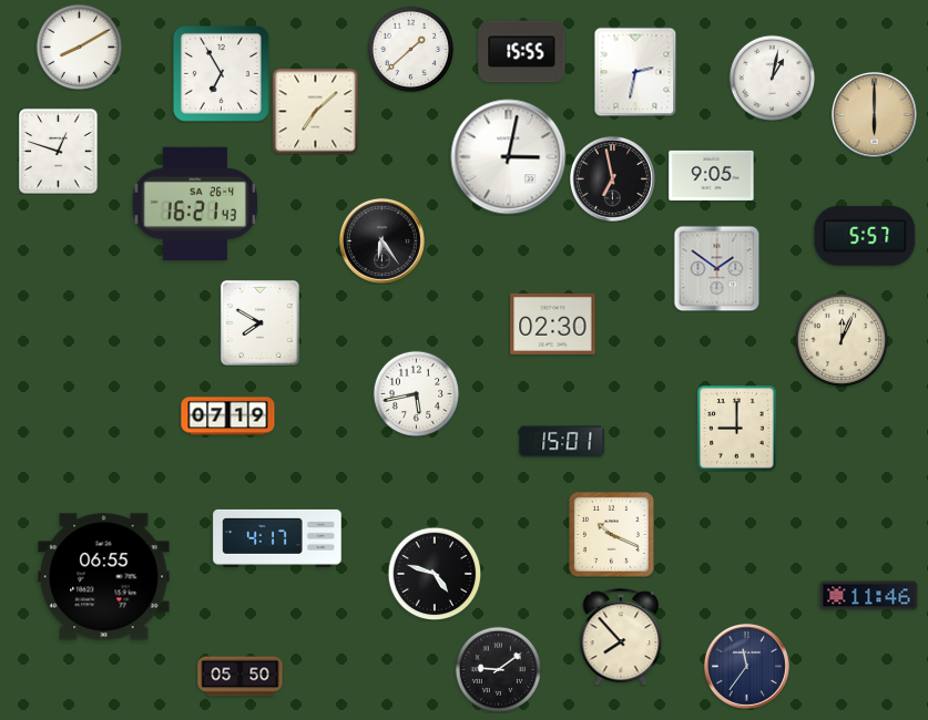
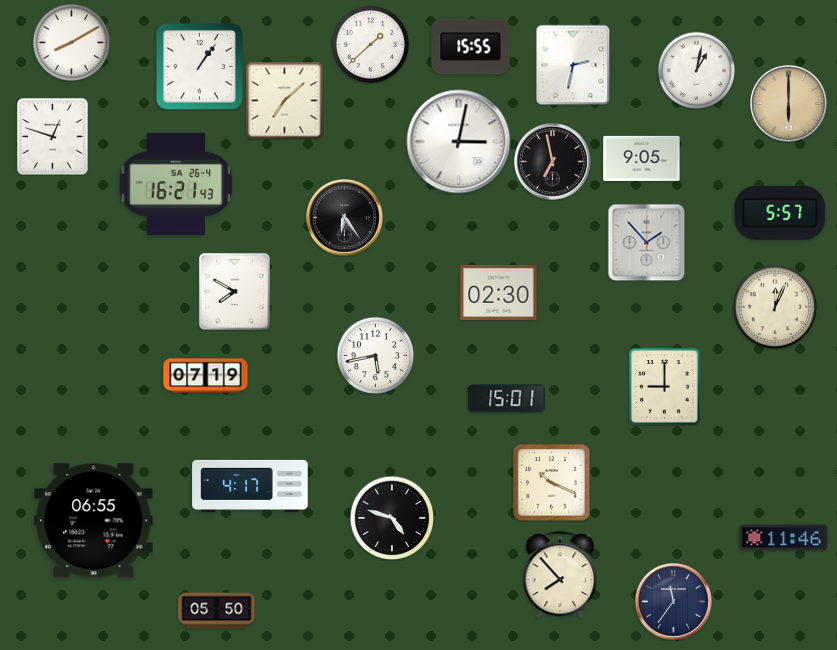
clock at (221, 73): 6:55 -> 1:06
clock at (716, 268): 1:51 -> 1:53
clock at (842, 340) position: (842, 340) -> (775, 307)
clock at (498, 669): 9:09 -> none
